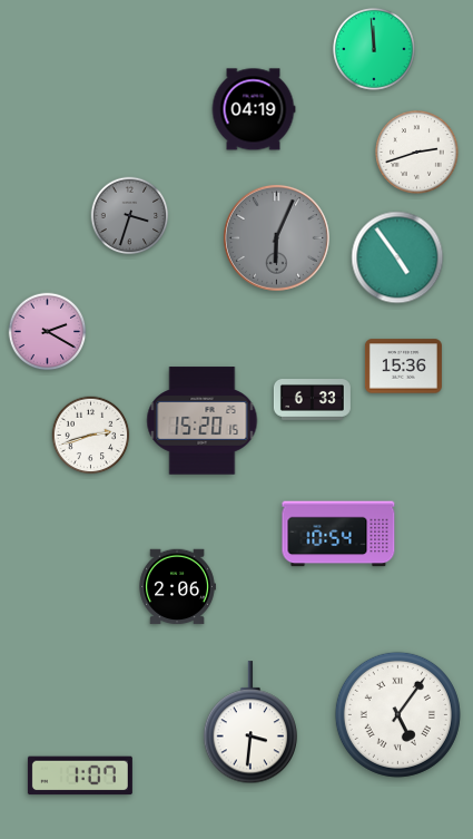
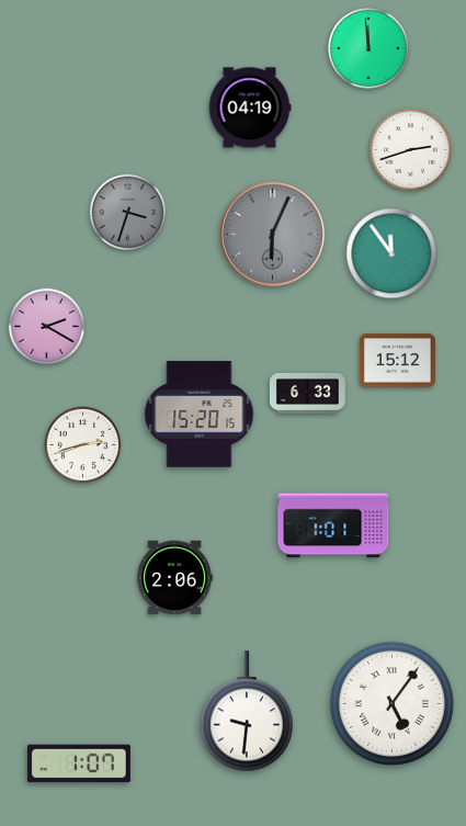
clock at (397, 257): 4:54 -> 11:54
clock at (403, 367): 15:36 -> 15:12
clock at (91, 436) position: (91, 436) -> (83, 445)
clock at (338, 534): 10:54 -> 1:01
clock at (249, 723): 3:31 -> 9:31
